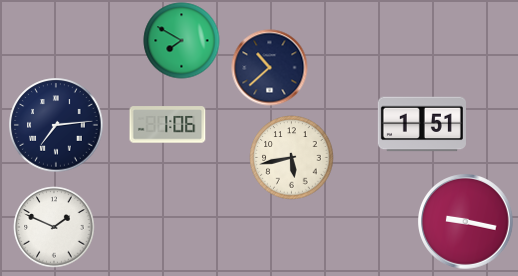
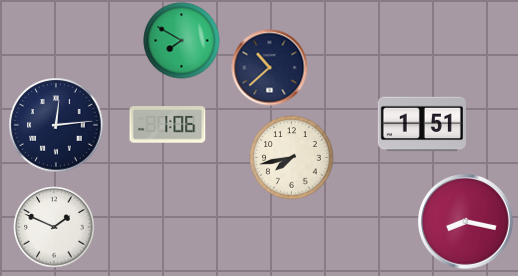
clock at (56, 125): 7:14 -> 12:14
clock at (292, 158): 5:43 -> 7:43
clock at (466, 222): 9:17 -> 8:17
